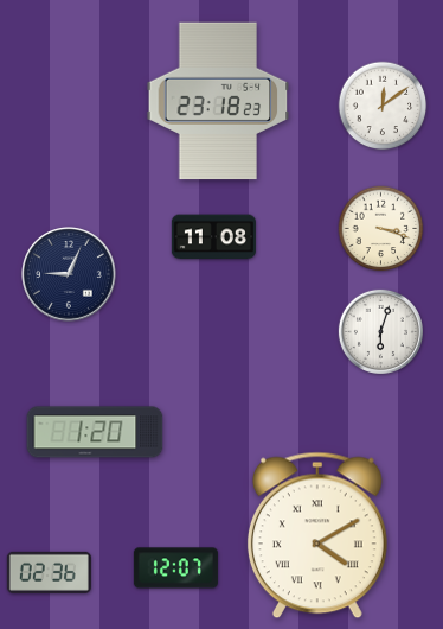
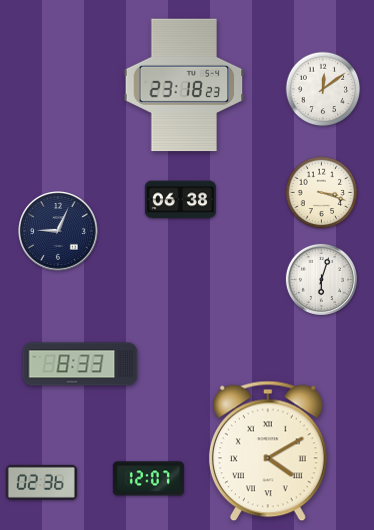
clock at (213, 237): 11:08 -> 06:38
clock at (95, 432): 1:20 -> 8:33
